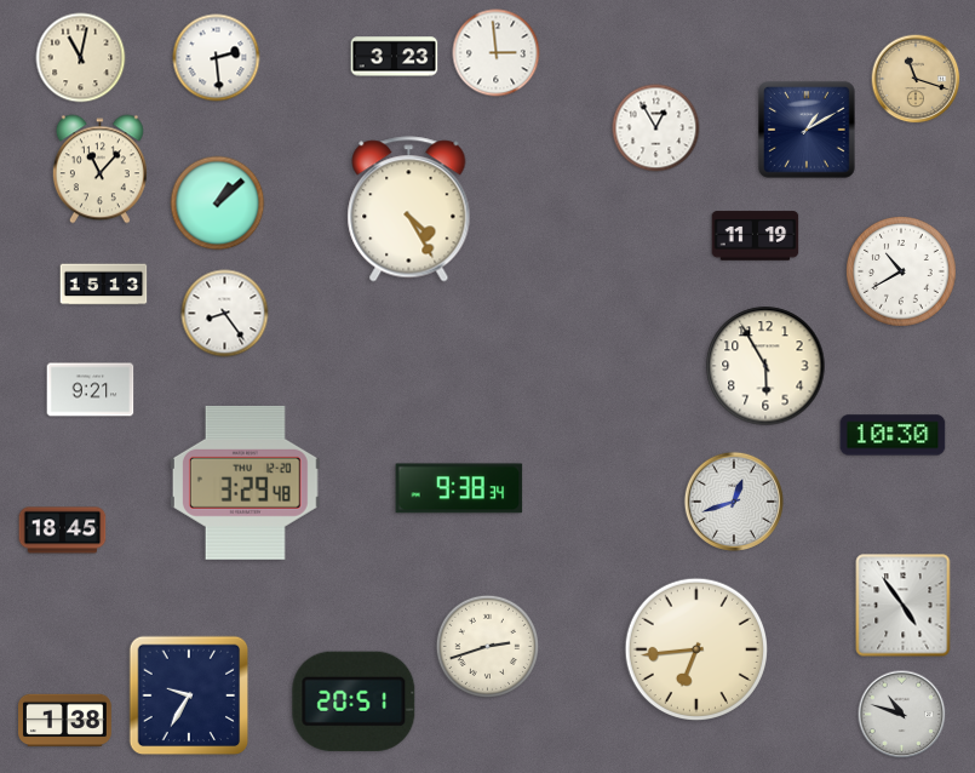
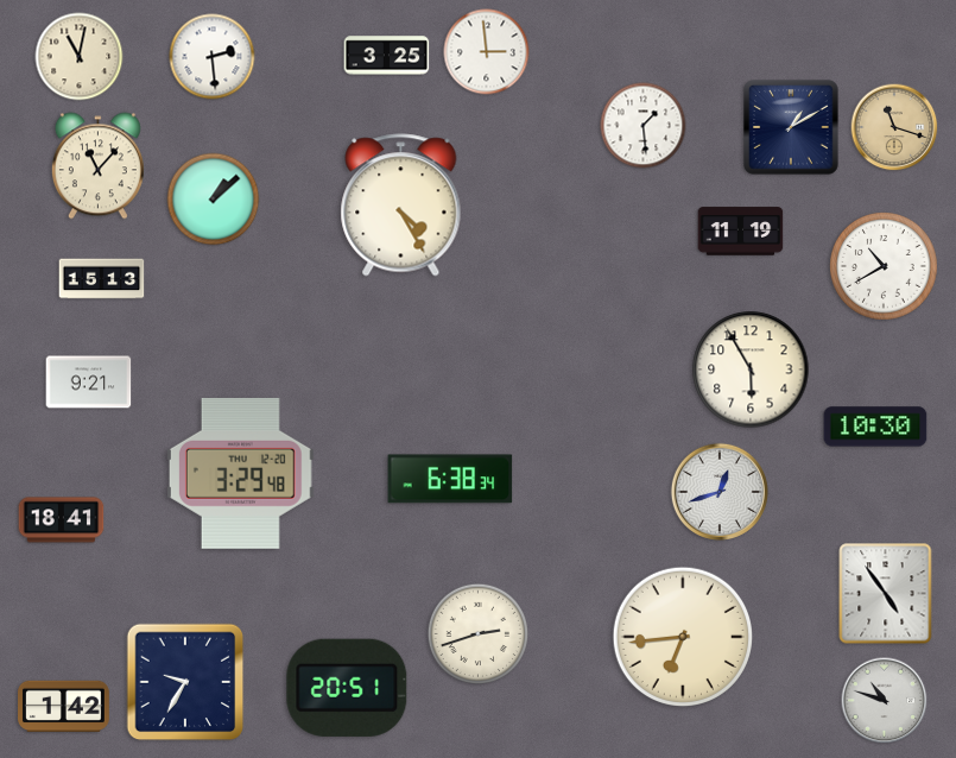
clock at (395, 57): 3:23 -> 3:25
clock at (916, 79) position: (916, 79) -> (894, 127)
clock at (656, 128): 12:55 -> 1:29
clock at (225, 314): 8:24 -> none
clock at (765, 366) position: (765, 366) -> (751, 369)
clock at (459, 488): 9:38 -> 6:38
clock at (63, 531): 18:45 -> 18:41
clock at (65, 721): 1:38 -> 1:42
